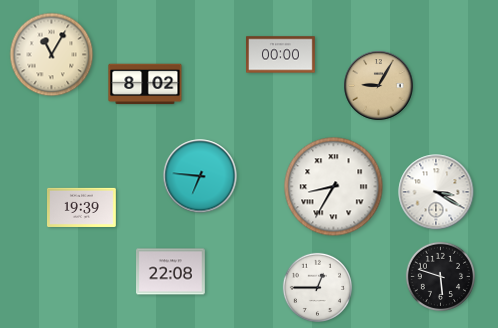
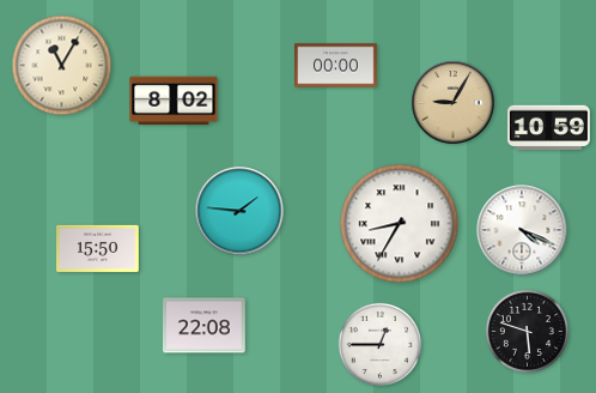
clock at (549, 128): none -> 10:59
clock at (200, 176): 6:46 -> 1:46
clock at (436, 192): 3:20 -> 4:19
clock at (82, 207): 19:39 -> 15:50
